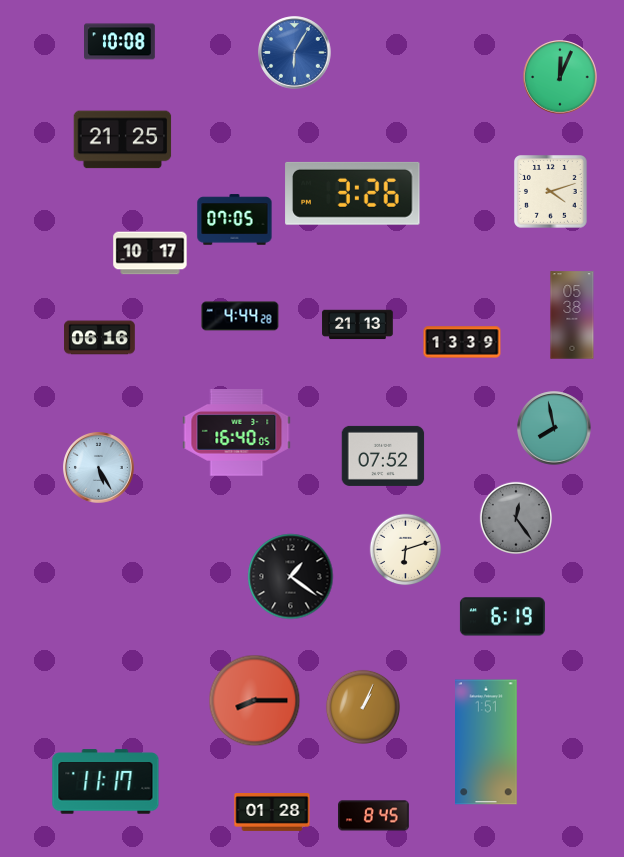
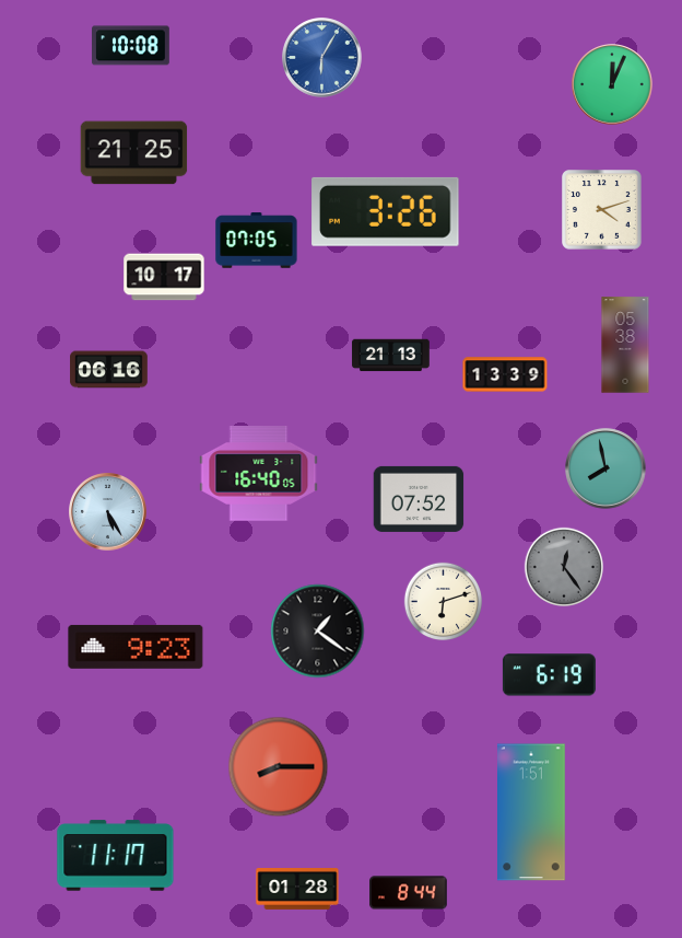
clock at (240, 316): 4:44 -> none
clock at (136, 647): none -> 9:23
clock at (363, 707): 1:04 -> none
clock at (374, 816): 8:45 -> 8:44
